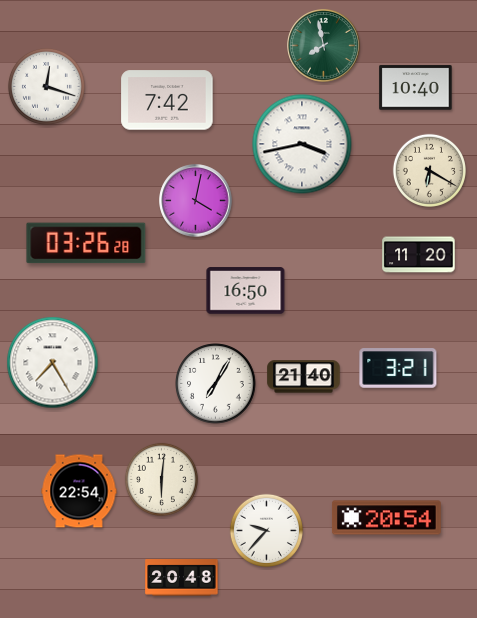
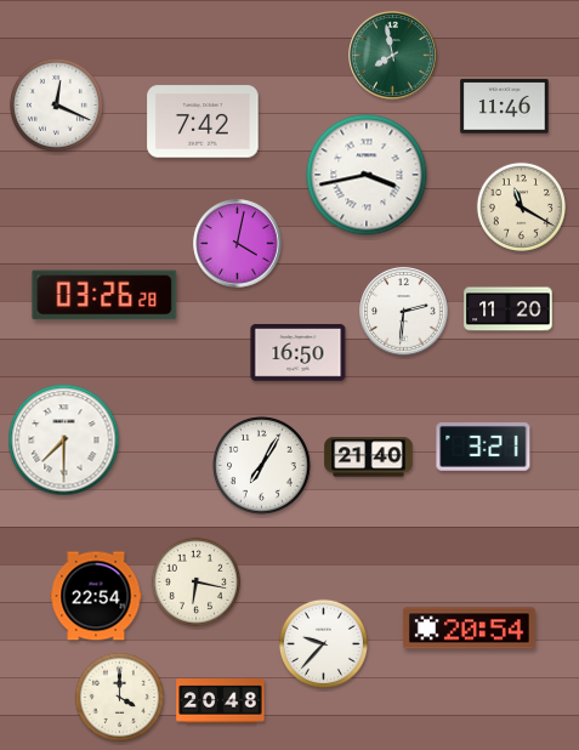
clock at (46, 86): 12:18 -> 12:19
clock at (416, 88): 10:40 -> 11:46
clock at (429, 170): 6:20 -> 11:20
clock at (404, 312): none -> 2:31
clock at (53, 363): 7:25 -> 7:30
clock at (161, 479): 6:01 -> 6:17
clock at (119, 697): none -> 4:00
